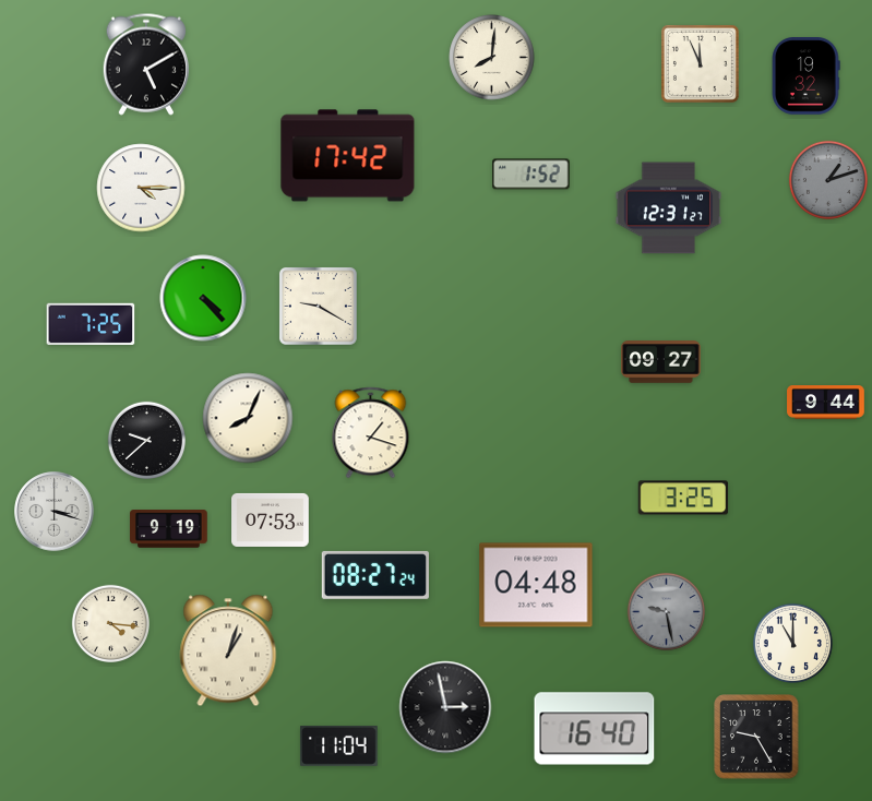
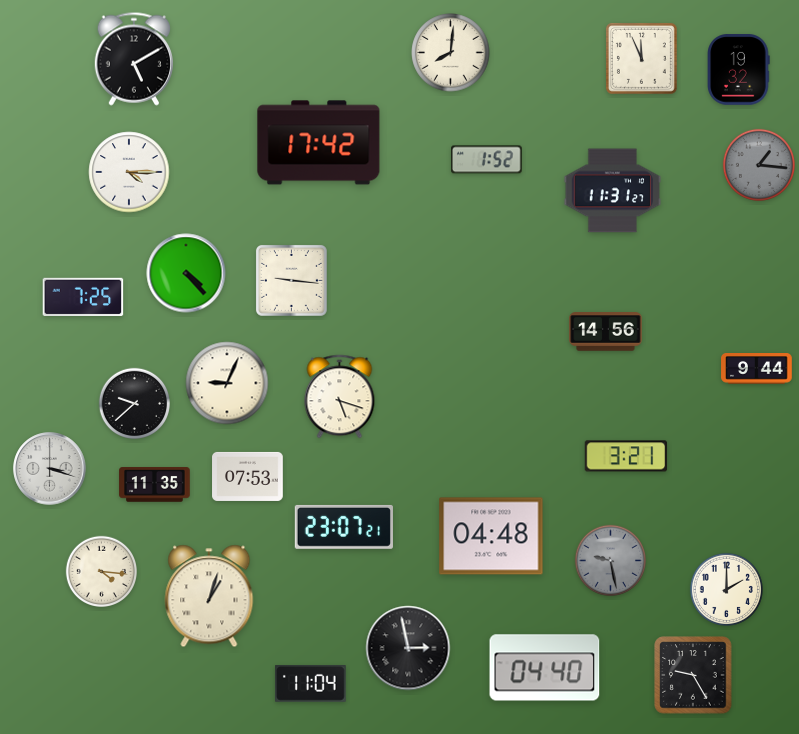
clock at (828, 180): 1:12 -> 1:16
clock at (669, 208): 12:31 -> 11:31
clock at (318, 306): 9:20 -> 9:16
clock at (661, 362): 09:27 -> 14:56
clock at (248, 418): 8:04 -> 9:04
clock at (371, 433): 1:18 -> 5:18
clock at (683, 498): 3:25 -> 3:21
clock at (169, 529): 9:19 -> 11:35
clock at (375, 575): 08:27 -> 23:07
clock at (792, 643): 11:00 -> 2:00
clock at (595, 729): 16:40 -> 04:40
